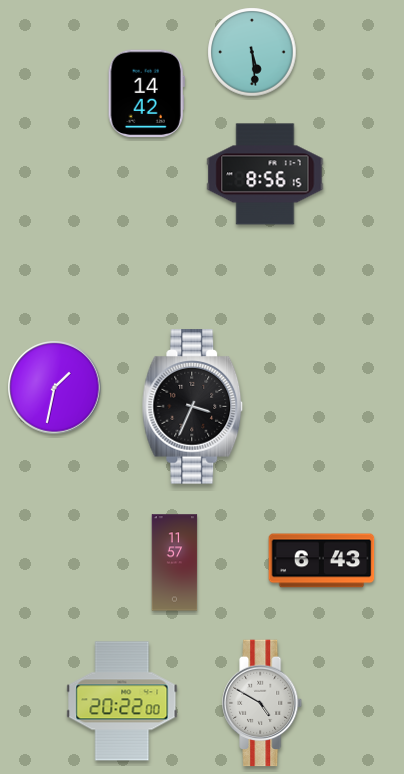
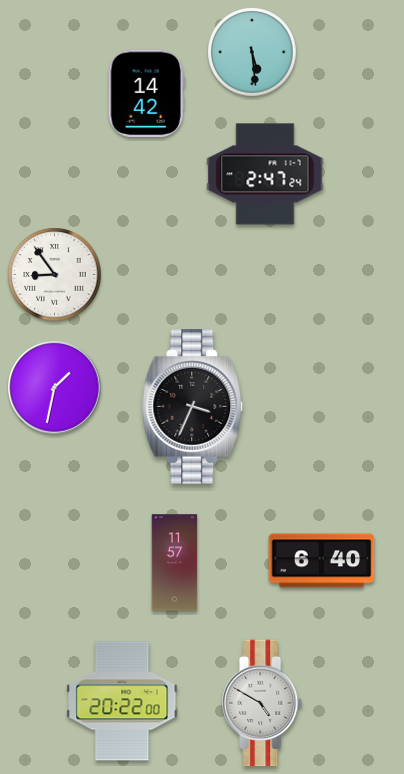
clock at (265, 174): 8:56 -> 2:47
clock at (55, 275): none -> 8:54
clock at (322, 561): 6:43 -> 6:40
